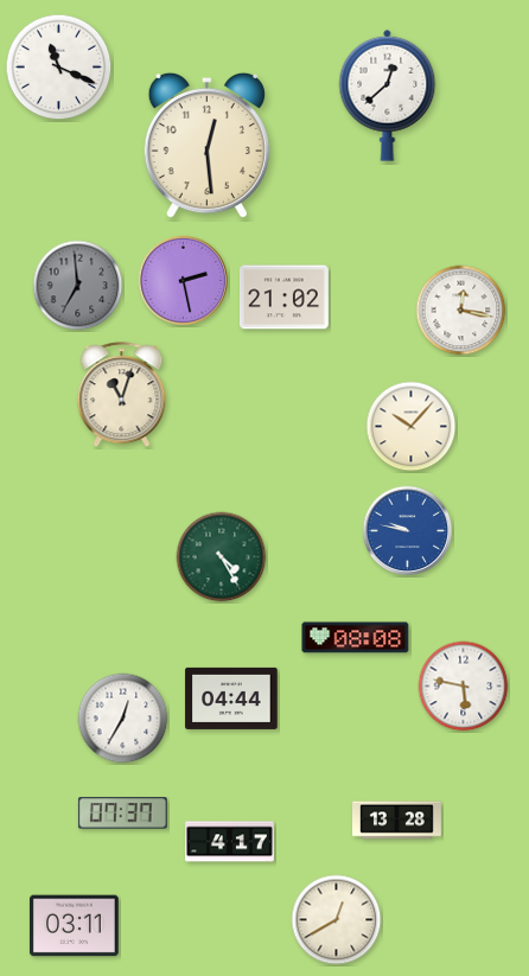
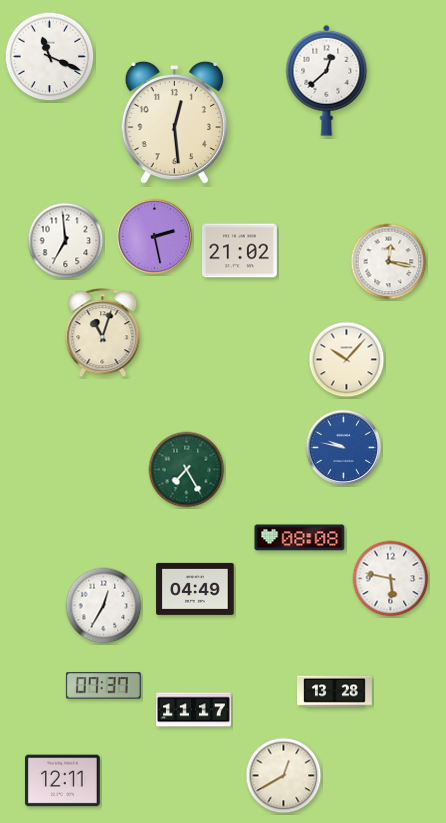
clock at (78, 286) dial: grey -> white
clock at (222, 557): 4:25 -> 7:25
clock at (231, 698): 04:44 -> 04:49
clock at (230, 842): 4:17 -> 11:17
clock at (74, 926): 03:11 -> 12:11
